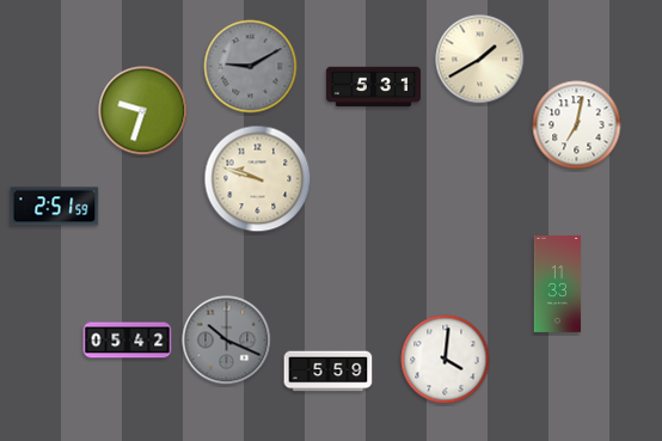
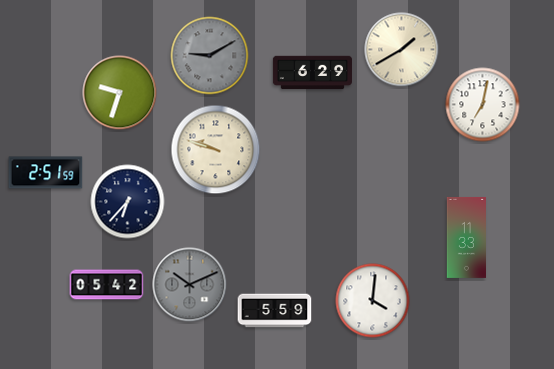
clock at (373, 87): 5:31 -> 6:29
clock at (128, 202): none -> 6:37
clock at (227, 341): 10:19 -> 10:11
